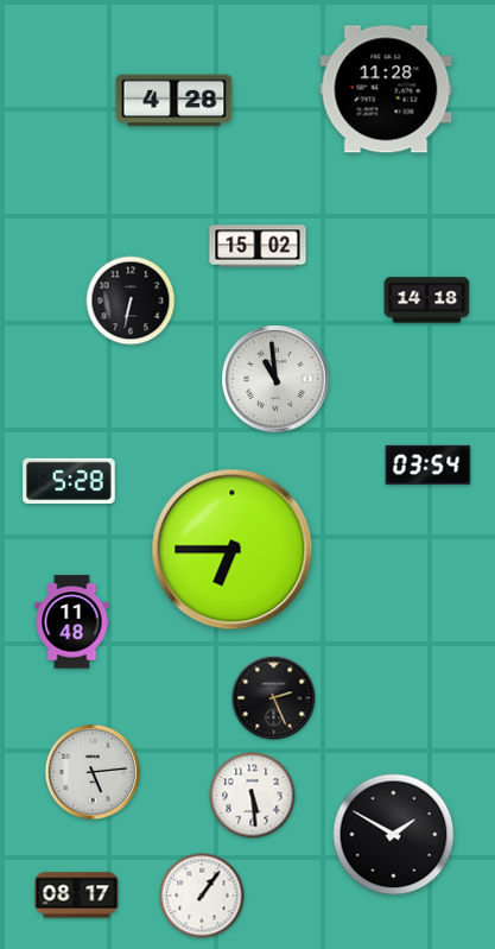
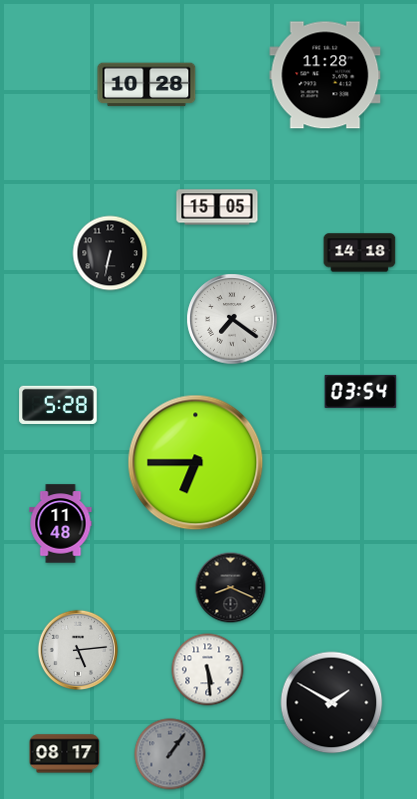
clock at (174, 101): 4:28 -> 10:28
clock at (258, 246): 15:02 -> 15:05
clock at (275, 379): 10:59 -> 7:21
clock at (274, 698): 2:26 -> 8:19
clock at (253, 796) position: (253, 796) -> (208, 670)
clock at (202, 896) dial: white -> grey
